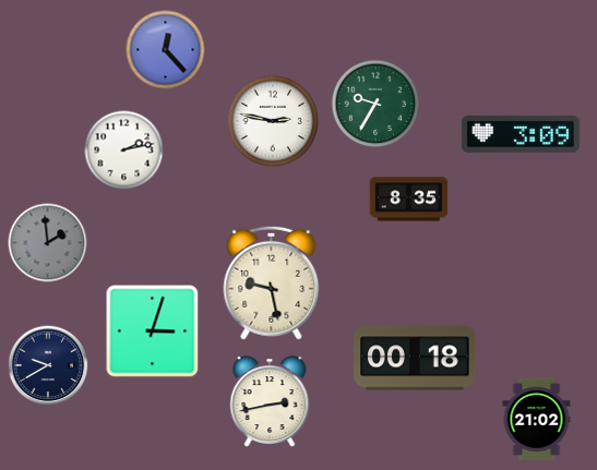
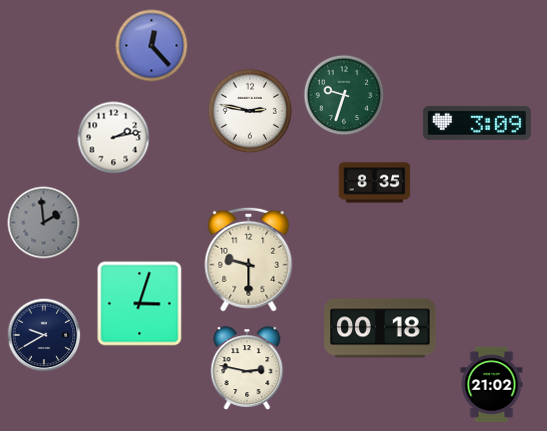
clock at (375, 104): 9:35 -> 9:33
clock at (272, 282): 9:28 -> 9:30
clock at (270, 401): 2:43 -> 2:47
